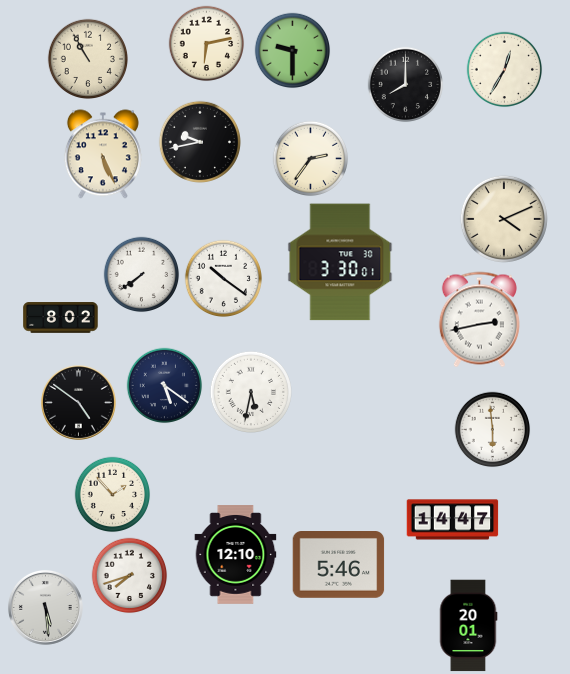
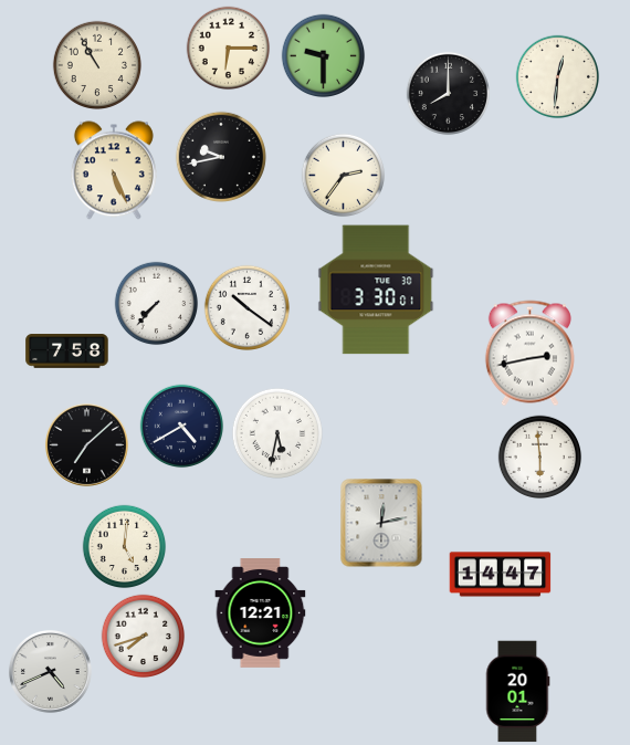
clock at (207, 44): 6:13 -> 6:15
clock at (505, 70): 12:35 -> 12:31
clock at (504, 219): 4:11 -> none
clock at (142, 275): 7:39 -> 7:37
clock at (61, 318): 8:02 -> 7:58
clock at (165, 386): 5:21 -> 4:40
clock at (78, 402): 4:51 -> 7:08
clock at (493, 430) position: (493, 430) -> (540, 458)
clock at (381, 523): none -> 12:13
clock at (113, 495): 1:53 -> 5:01
clock at (236, 555): 12:10 -> 12:21
clock at (339, 565): 5:46 -> none
clock at (45, 607): 5:29 -> 4:41
